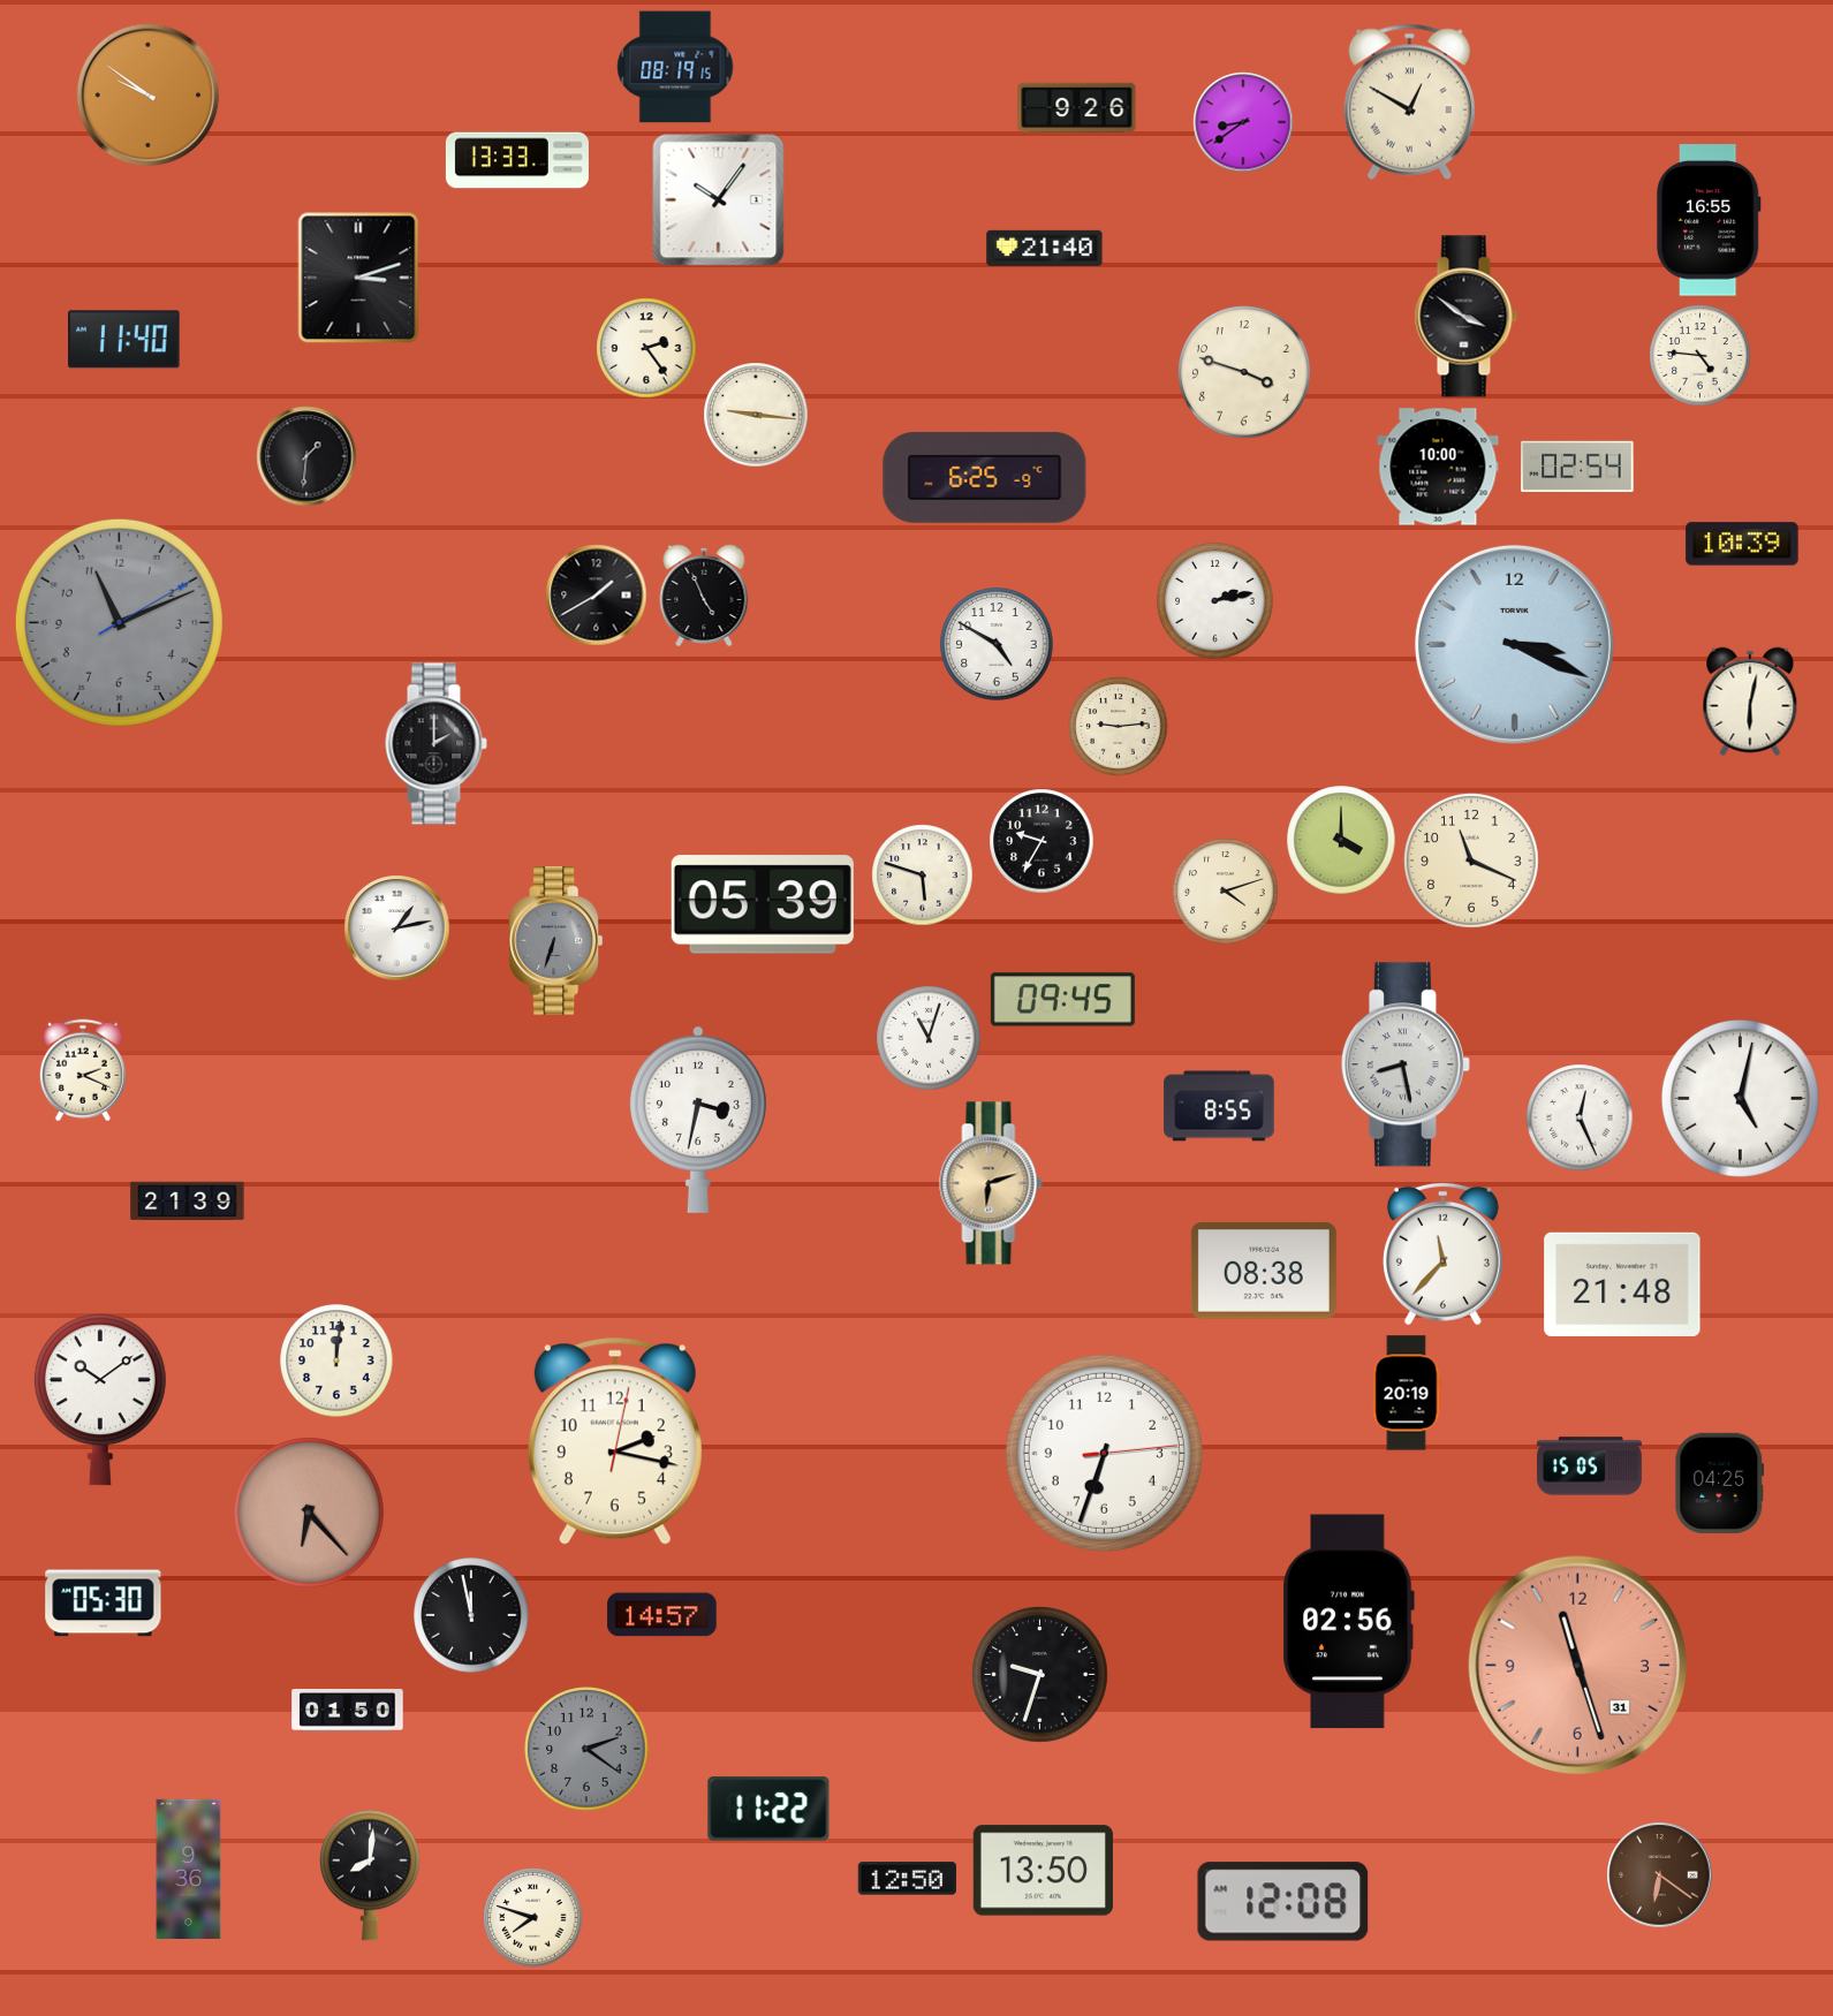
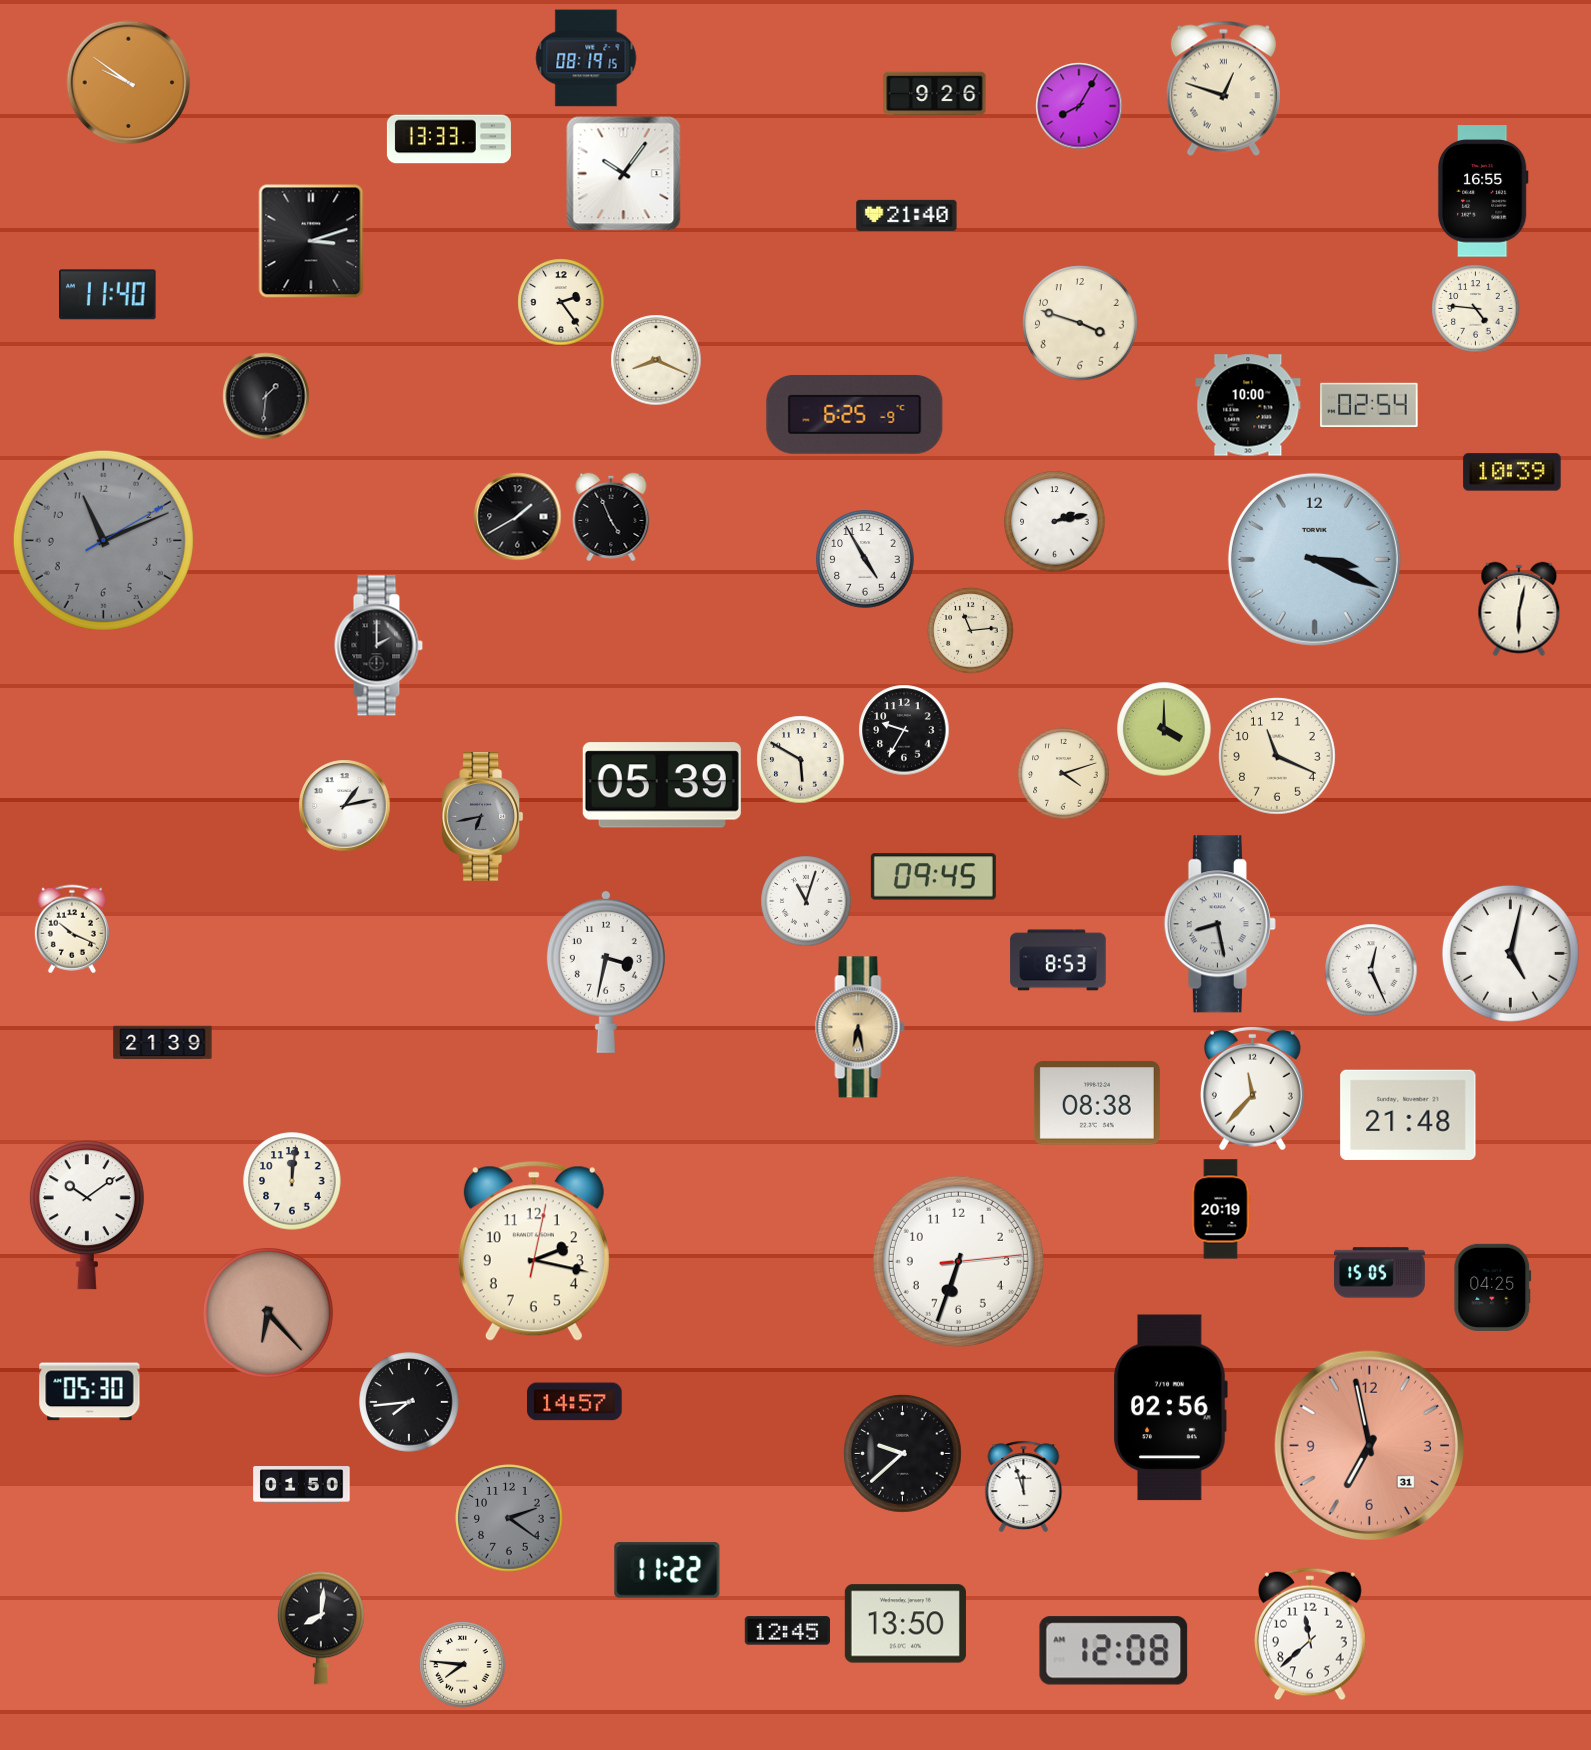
clock at (1409, 101): 12:50 -> 12:48
clock at (1243, 122): 8:39 -> 8:05
clock at (1465, 317): 3:51 -> none
clock at (756, 415): 9:16 -> 8:19
clock at (997, 644): 4:50 -> 4:55
clock at (1119, 727): 9:14 -> 11:14
clock at (1471, 861) position: (1471, 861) -> (1277, 756)
clock at (923, 876): 5:48 -> 5:50
clock at (556, 941): 6:33 -> 6:43
clock at (1062, 1000) position: (1062, 1000) -> (933, 877)
clock at (83, 1070): 2:19 -> 10:19
clock at (1219, 1106): 8:55 -> 8:53
clock at (991, 1183): 6:12 -> 6:28
clock at (471, 1615): 11:58 -> 7:44
clock at (1577, 1665): 11:27 -> 6:58
clock at (1040, 1675): 9:33 -> 9:38
clock at (1024, 1487): none -> 11:57
clock at (189, 1869): 9:36 -> none
clock at (1660, 1875): 6:21 -> none
clock at (907, 1879): 12:50 -> 12:45
clock at (1310, 1634): none -> 11:38
clock at (533, 1918): 7:48 -> 7:46
